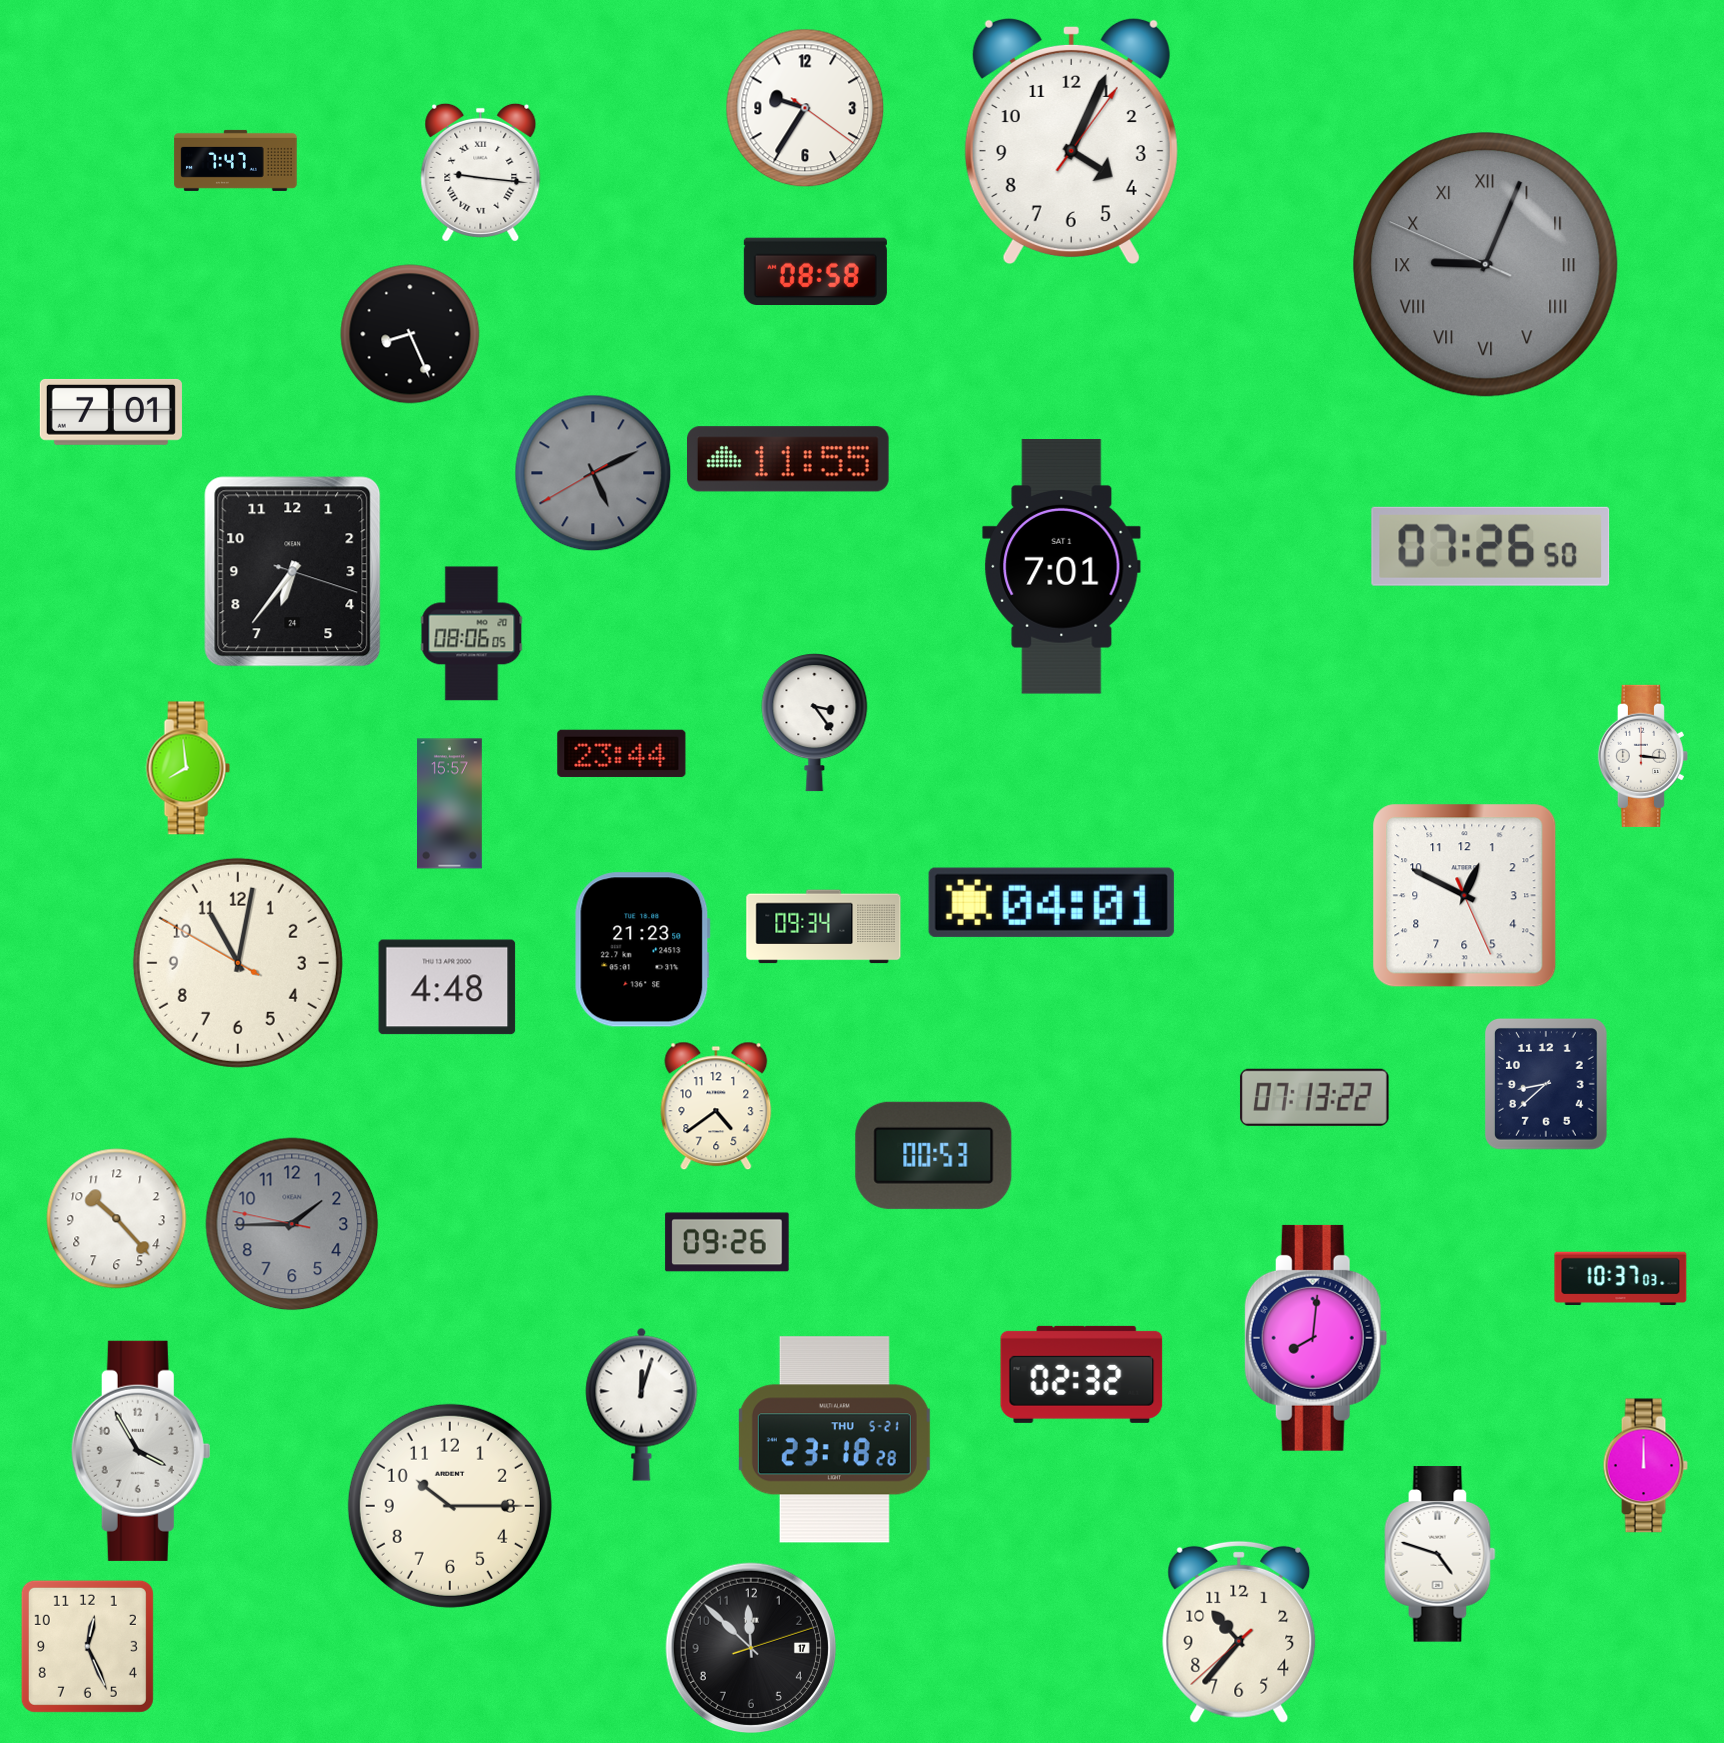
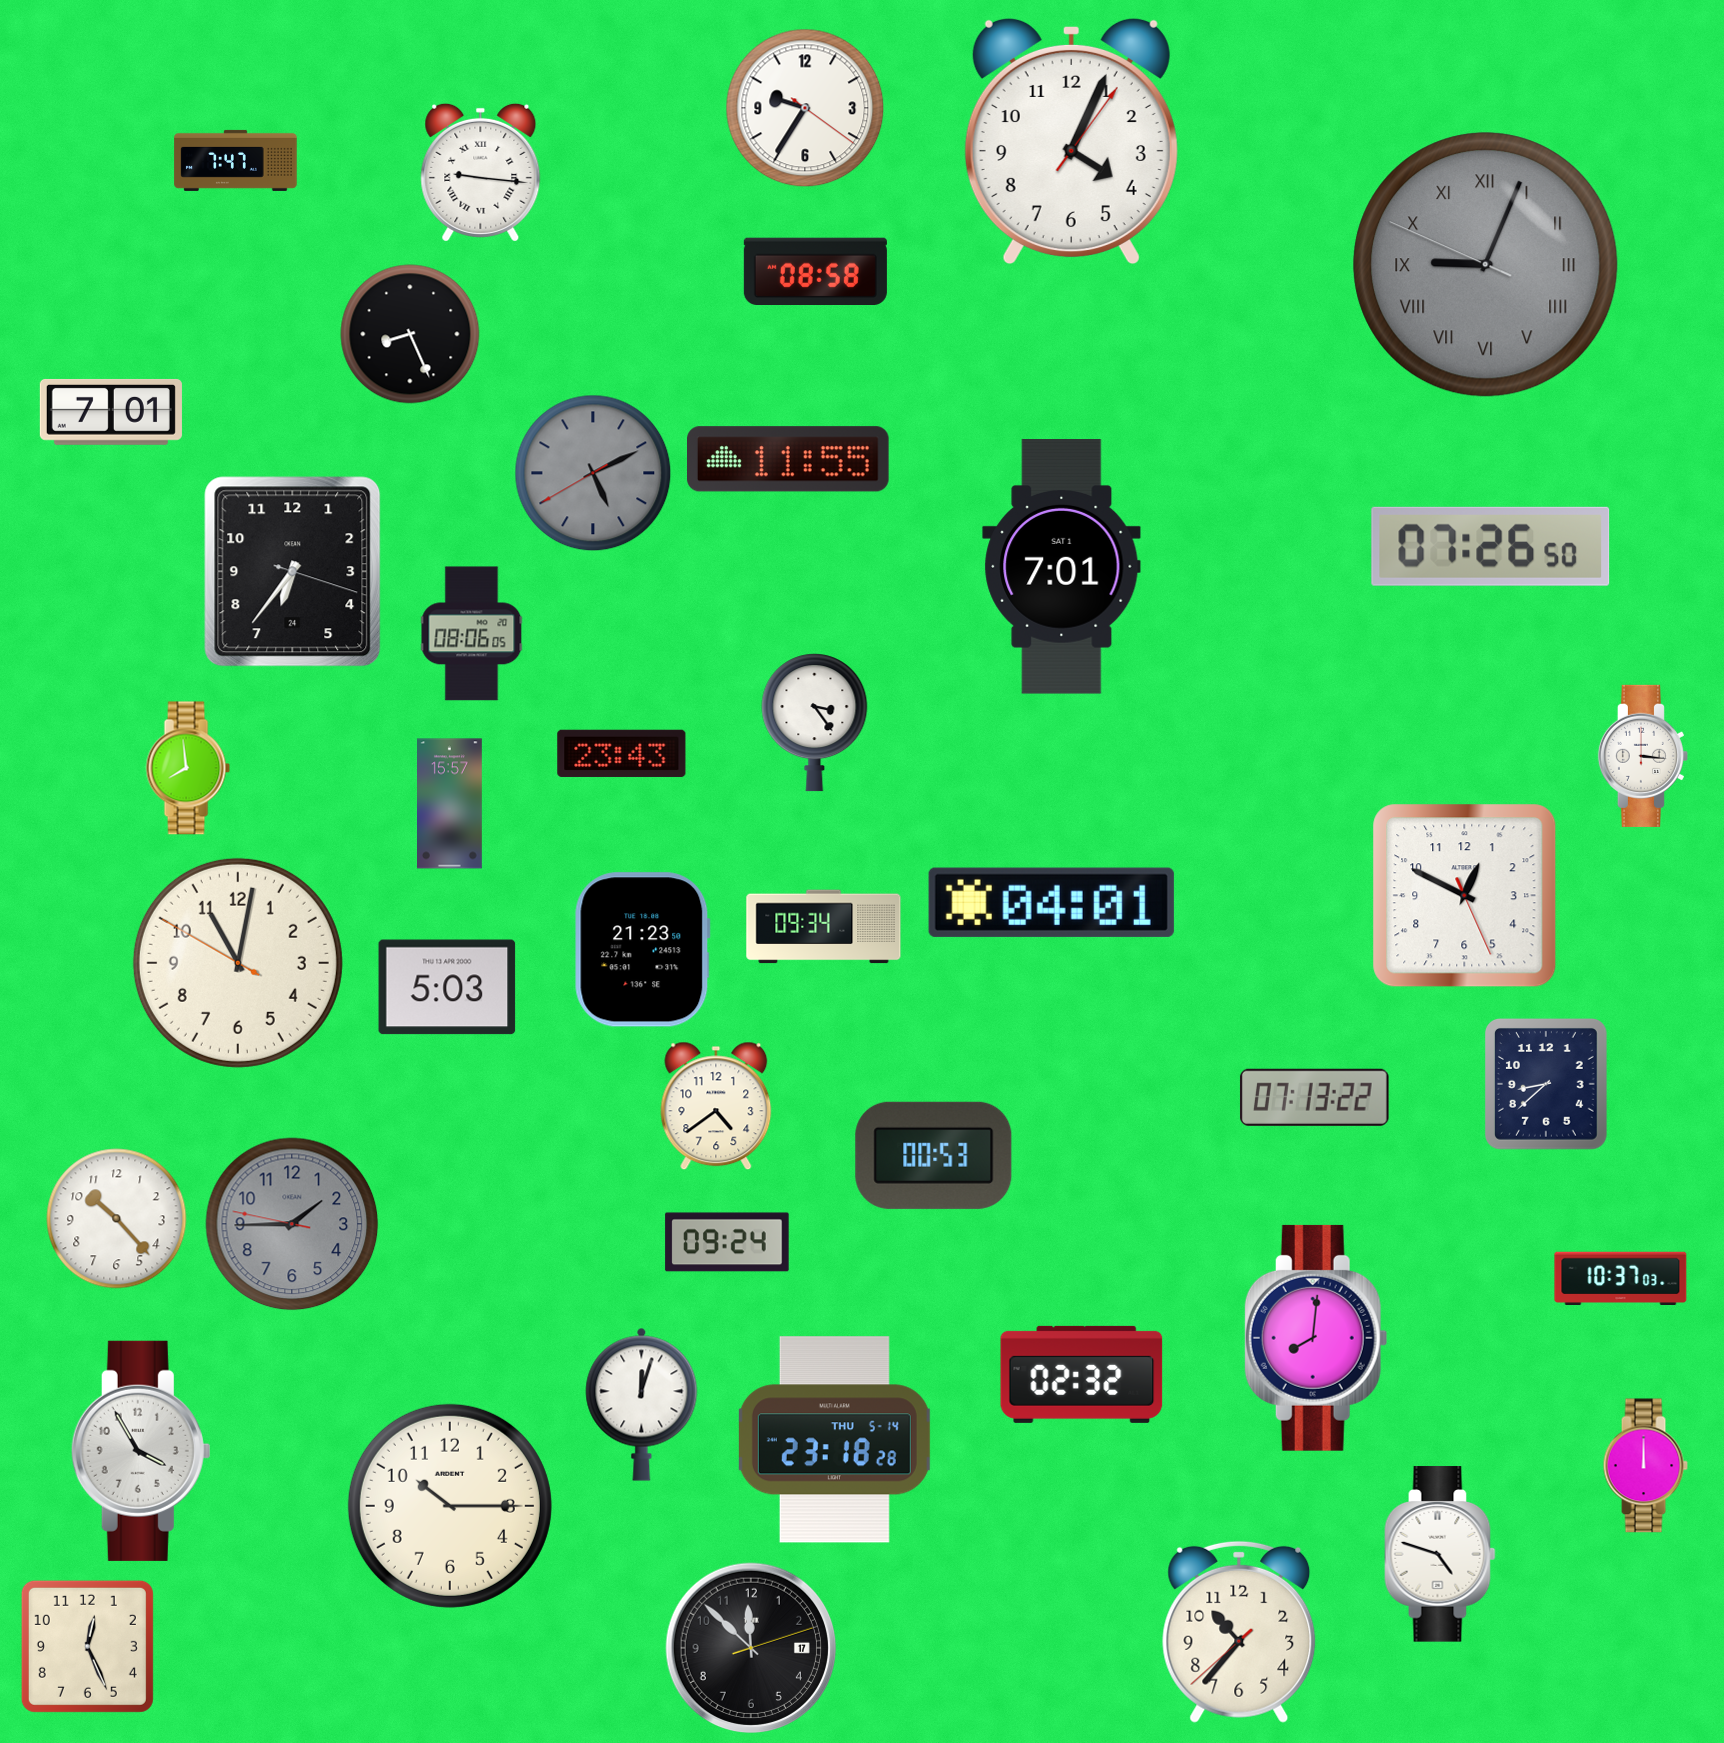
clock at (622, 753): 23:44 -> 23:43
clock at (447, 987): 4:48 -> 5:03
clock at (727, 1242): 09:26 -> 09:24
clock at (834, 1440) date: THU 5-21 -> THU 5-14
